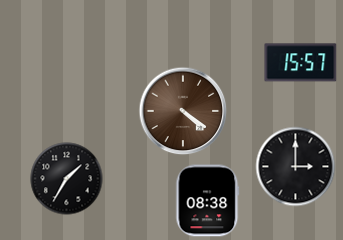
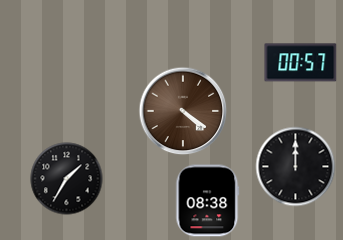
clock at (301, 63): 15:57 -> 00:57
clock at (296, 167): 3:00 -> 12:00
